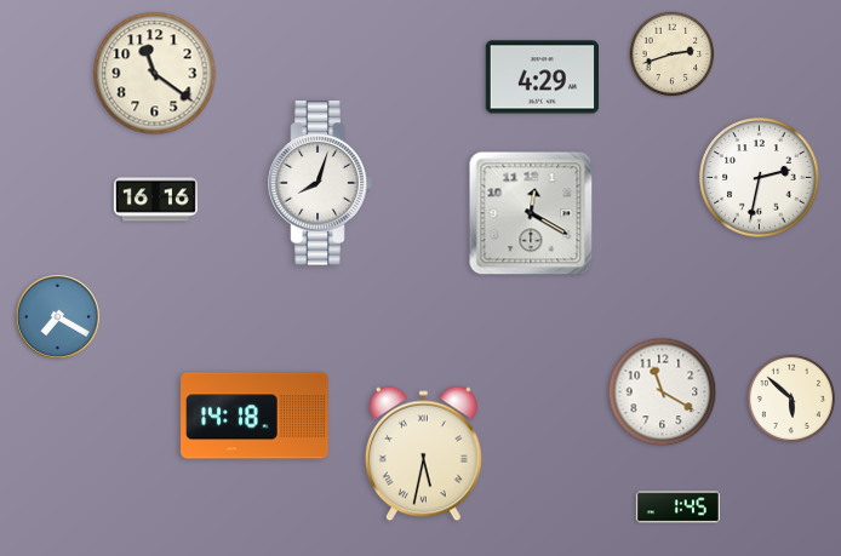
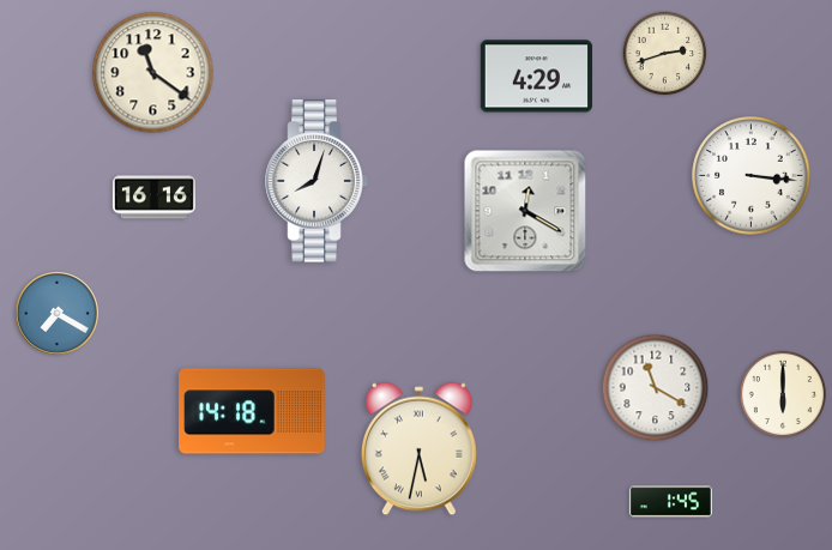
clock at (760, 178): 2:32 -> 3:16
clock at (791, 399): 5:52 -> 6:00
